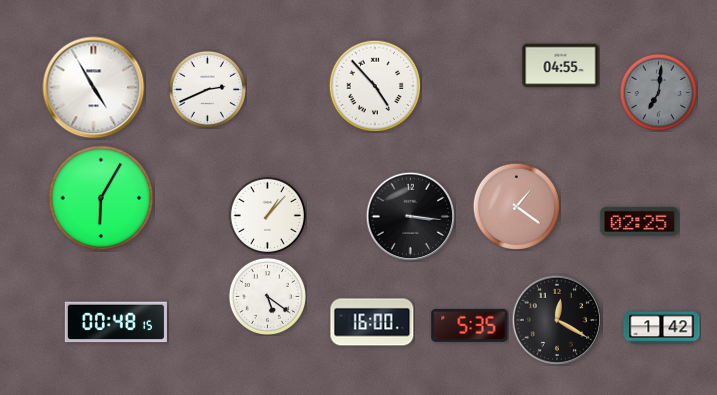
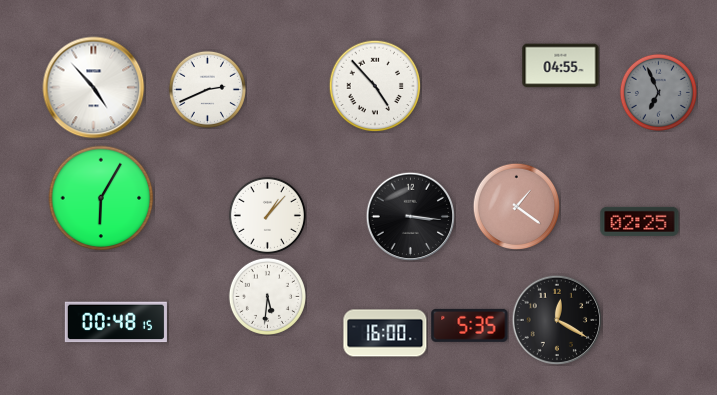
clock at (94, 88): 4:55 -> 4:53
clock at (658, 92): 7:01 -> 6:56
clock at (267, 296): 5:21 -> 5:31
clock at (372, 322) position: (372, 322) -> (385, 333)
clock at (662, 328): 1:42 -> none
